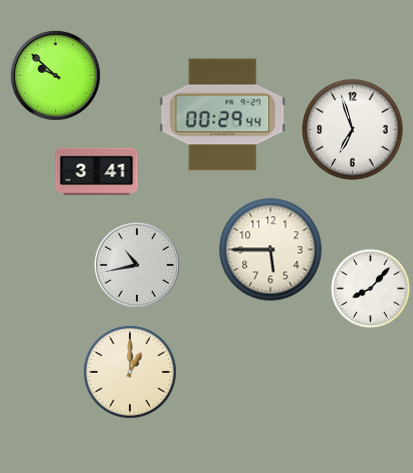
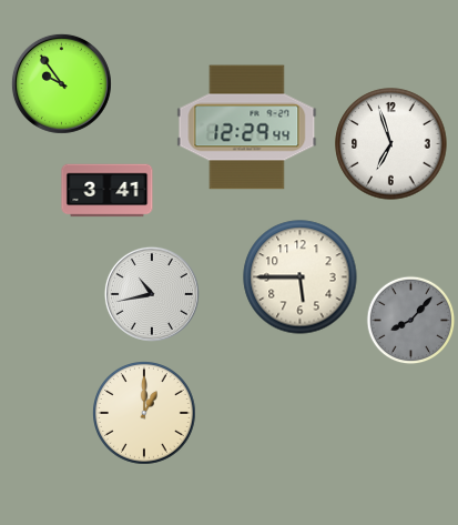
clock at (55, 75): 9:52 -> 9:54
clock at (223, 115): 00:29 -> 12:29
clock at (371, 289) dial: white -> grey
